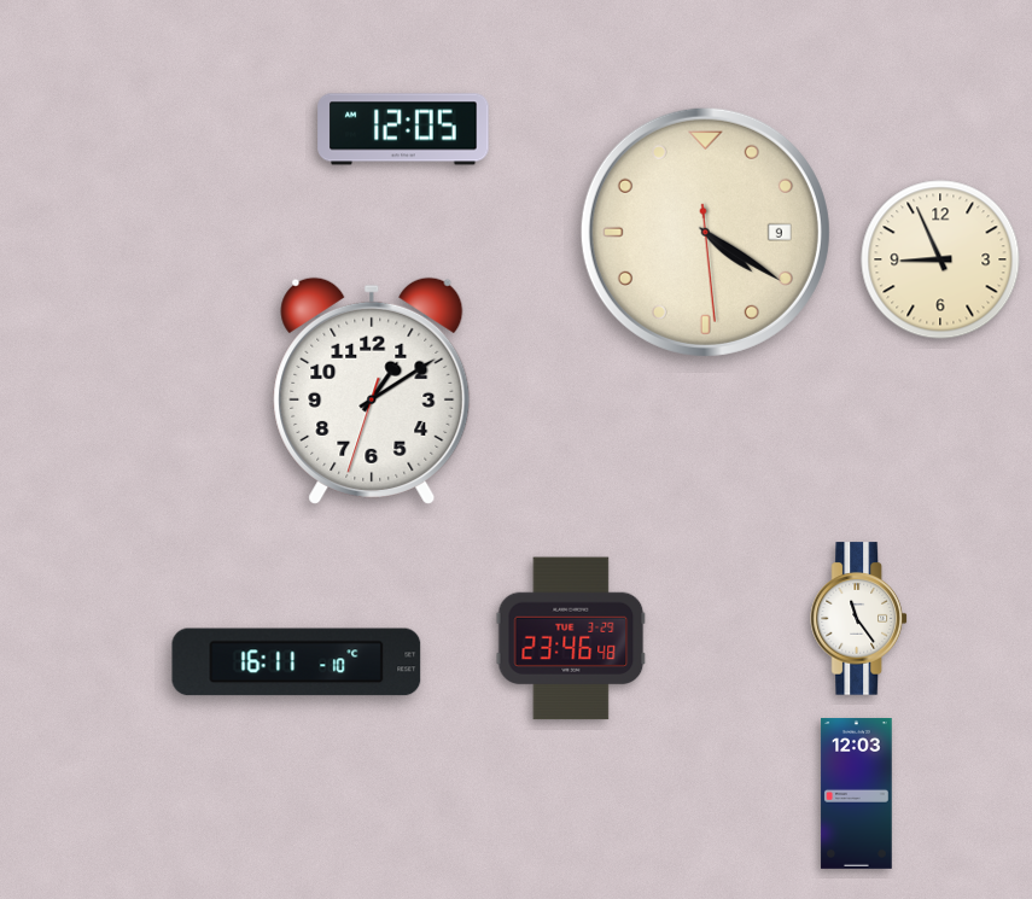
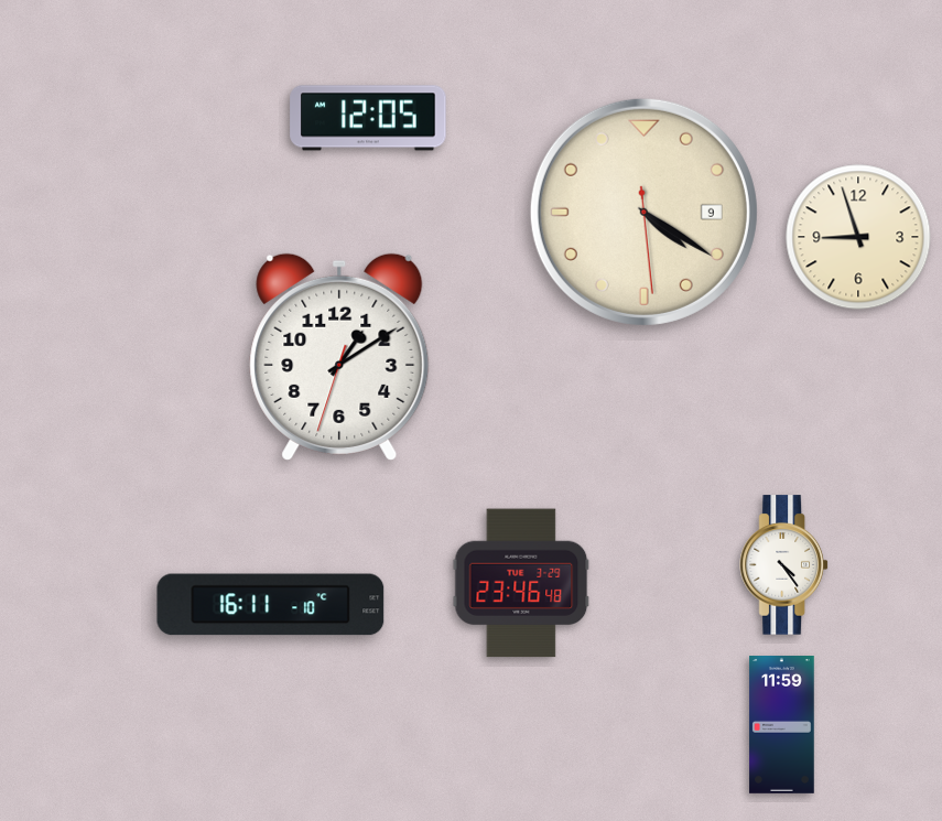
clock at (940, 259): 8:56 -> 8:57
clock at (858, 619): 11:24 -> 4:24
clock at (857, 794): 12:03 -> 11:59
